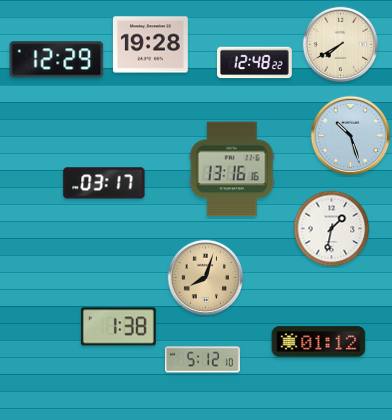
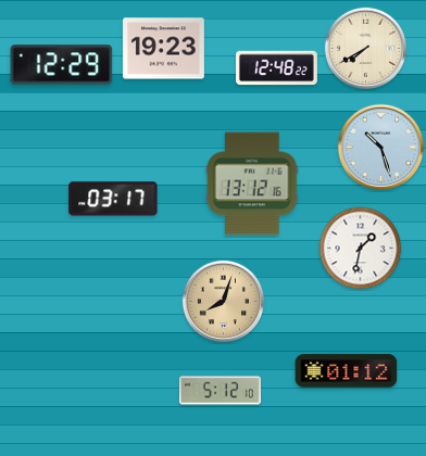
clock at (150, 45): 19:28 -> 19:23
clock at (341, 45) position: (341, 45) -> (366, 49)
clock at (232, 169): 13:16 -> 13:12
clock at (118, 327): 1:38 -> none
